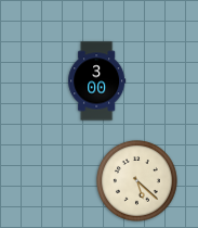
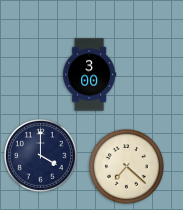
clock at (41, 156): none -> 4:00
clock at (137, 181): 5:22 -> 7:22
